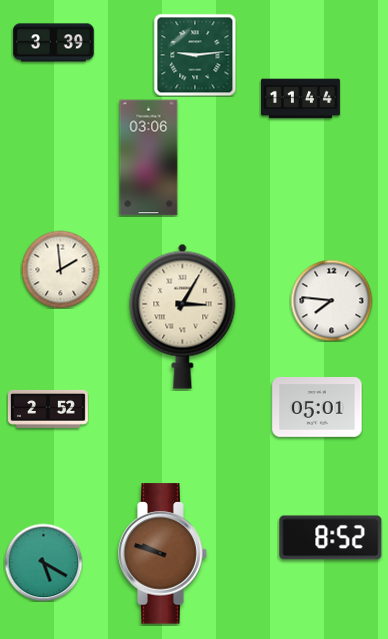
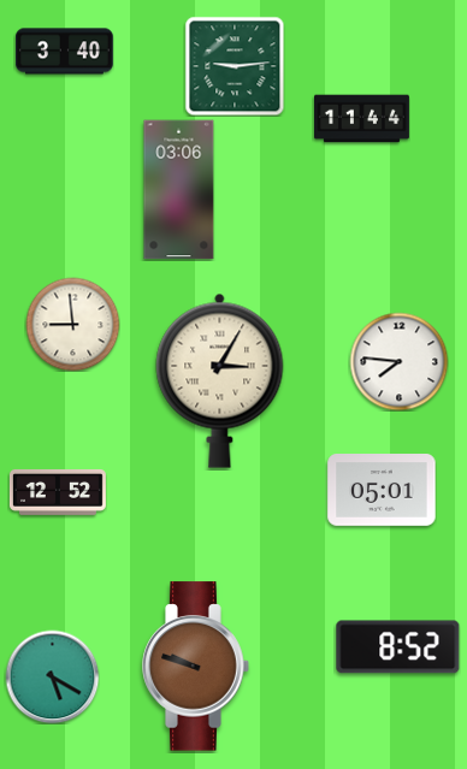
clock at (54, 43): 3:39 -> 3:40
clock at (60, 269): 1:59 -> 8:59
clock at (48, 409): 2:52 -> 12:52
